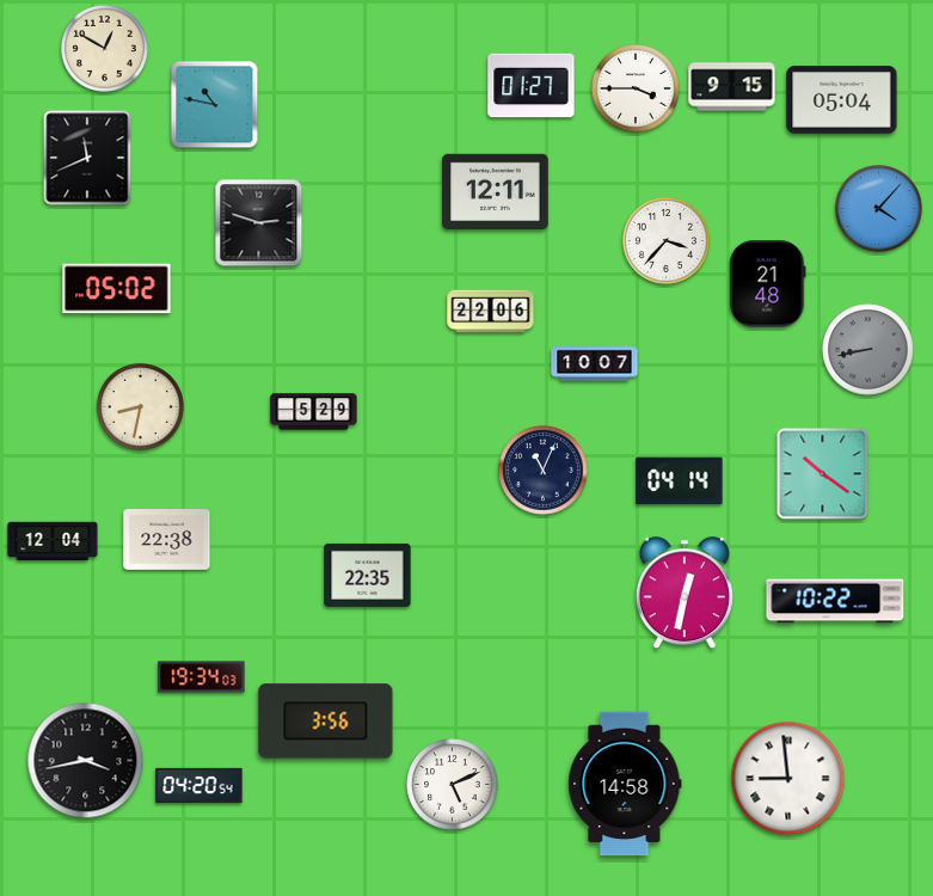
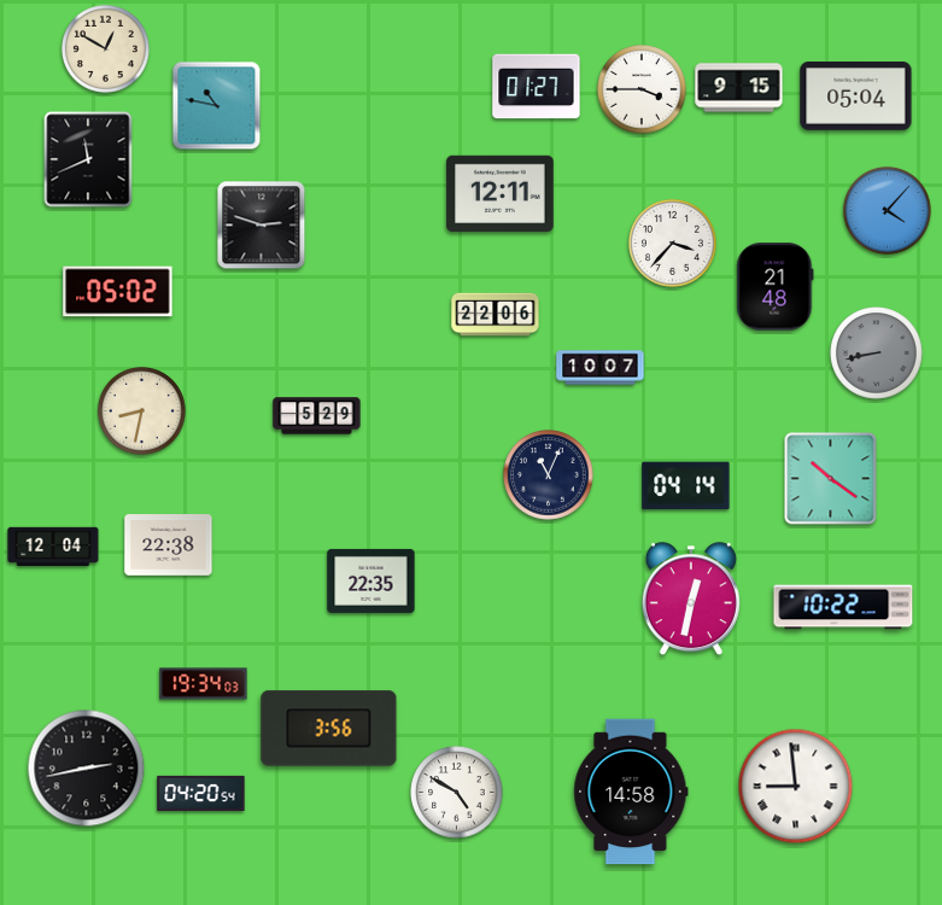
clock at (842, 100) position: (842, 100) -> (856, 97)
clock at (86, 761): 3:43 -> 2:43
clock at (453, 785): 5:11 -> 4:50
